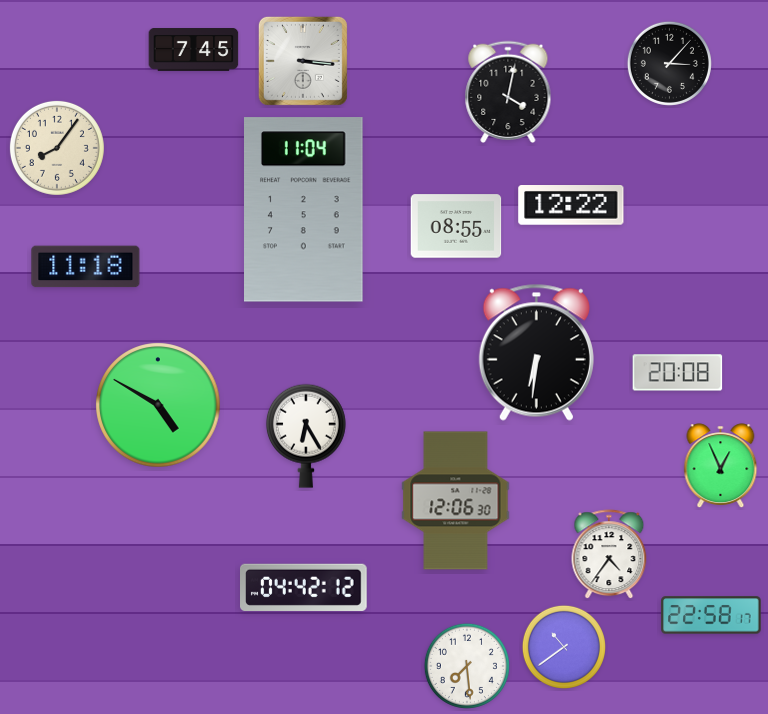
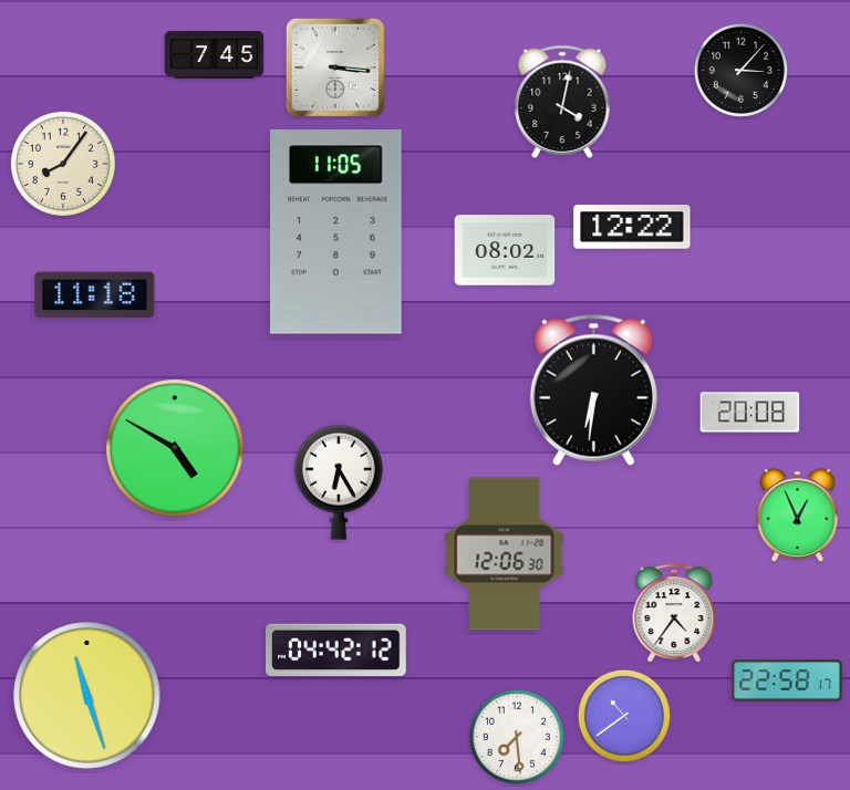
clock at (304, 210): 11:04 -> 11:05
clock at (456, 226): 08:55 -> 08:02
clock at (87, 696): none -> 11:27
